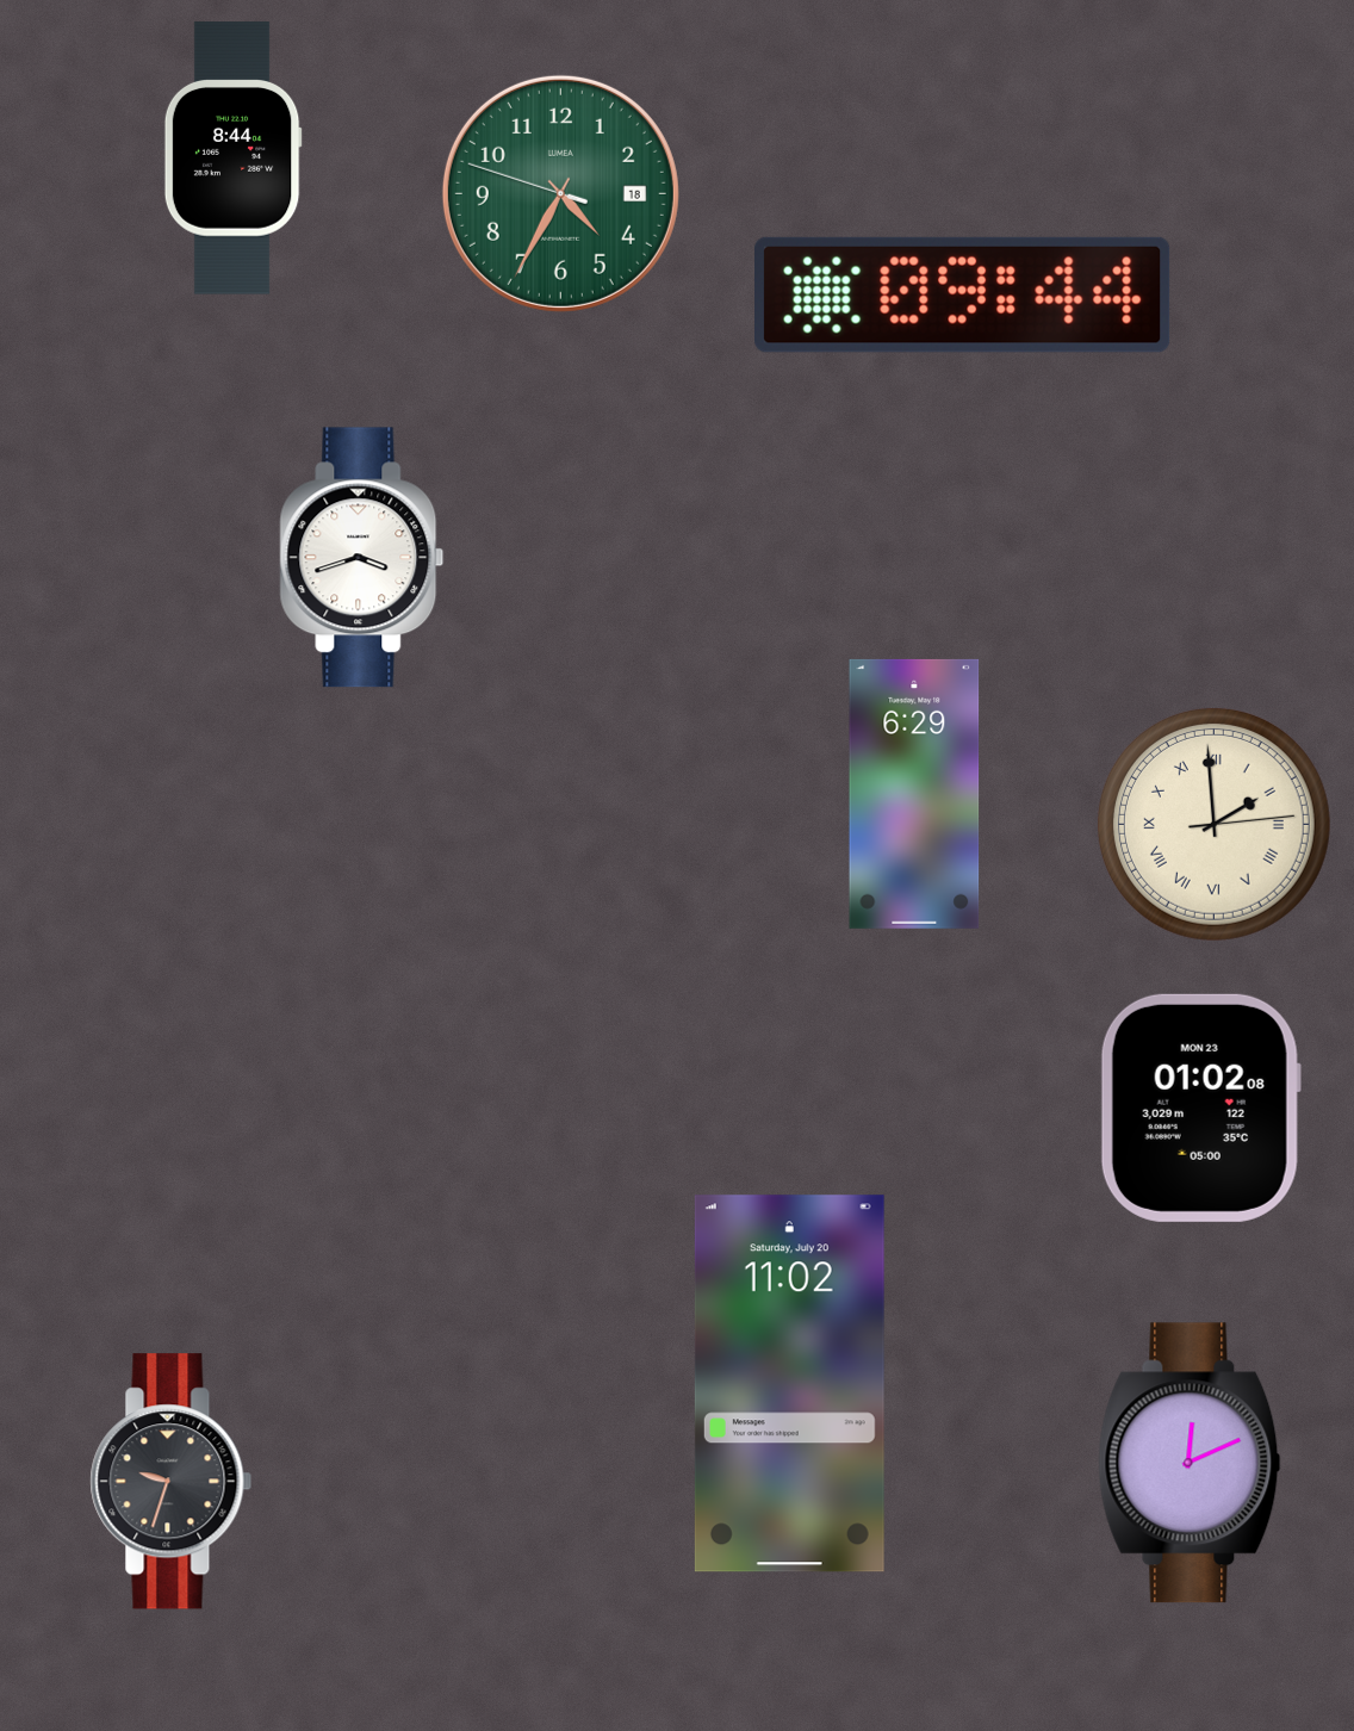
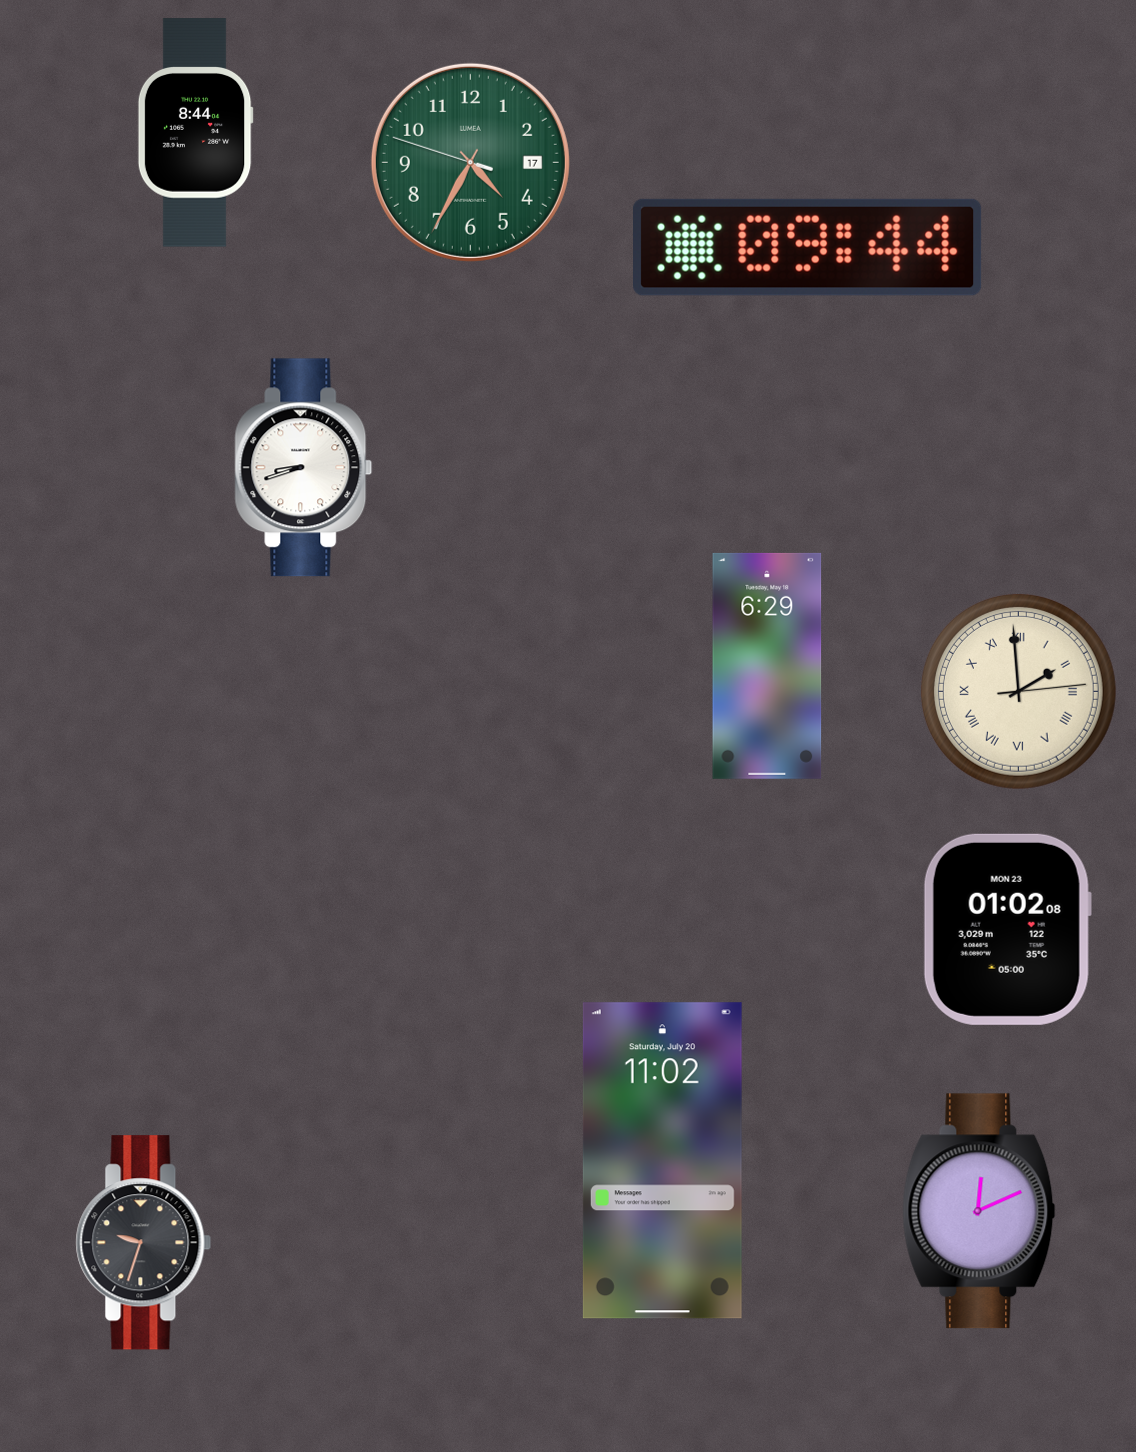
clock at (560, 193) date: 18 -> 17
clock at (362, 558): 3:42 -> 8:42
clock at (1190, 1463) position: (1190, 1463) -> (979, 1211)
